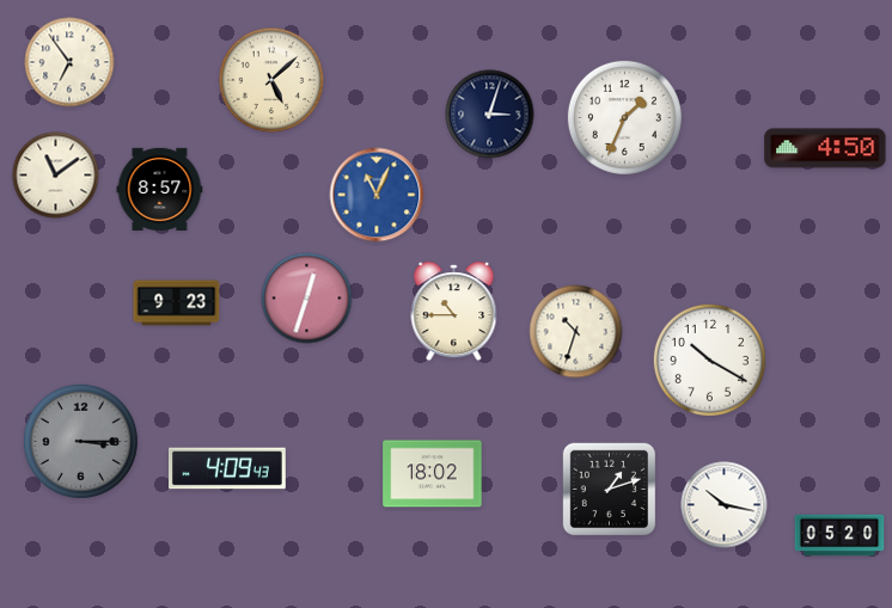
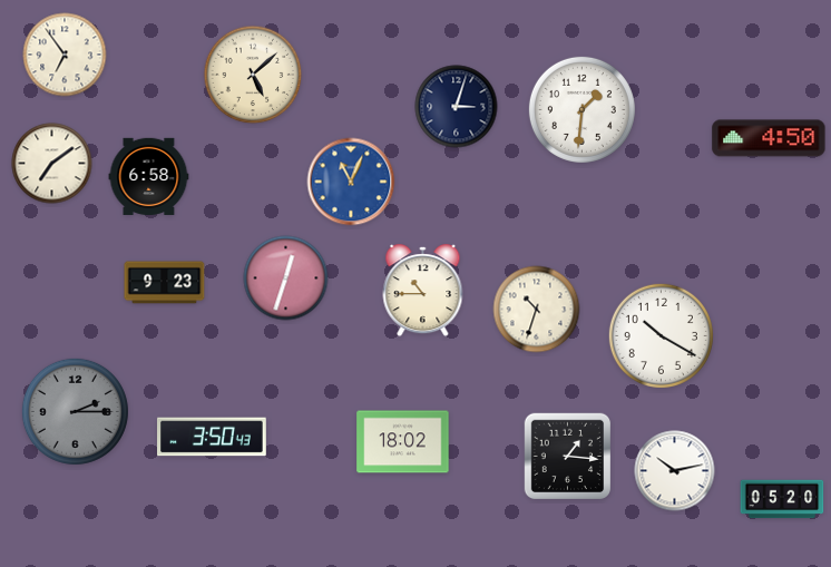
clock at (69, 62) position: (69, 62) -> (65, 55)
clock at (624, 117): 1:34 -> 1:31
clock at (56, 176): 11:09 -> 7:09
clock at (160, 189): 8:57 -> 6:58
clock at (80, 441): 3:15 -> 2:15
clock at (228, 468): 4:09 -> 3:50
clock at (610, 490): 1:12 -> 1:16
clock at (725, 505): 10:17 -> 10:13
